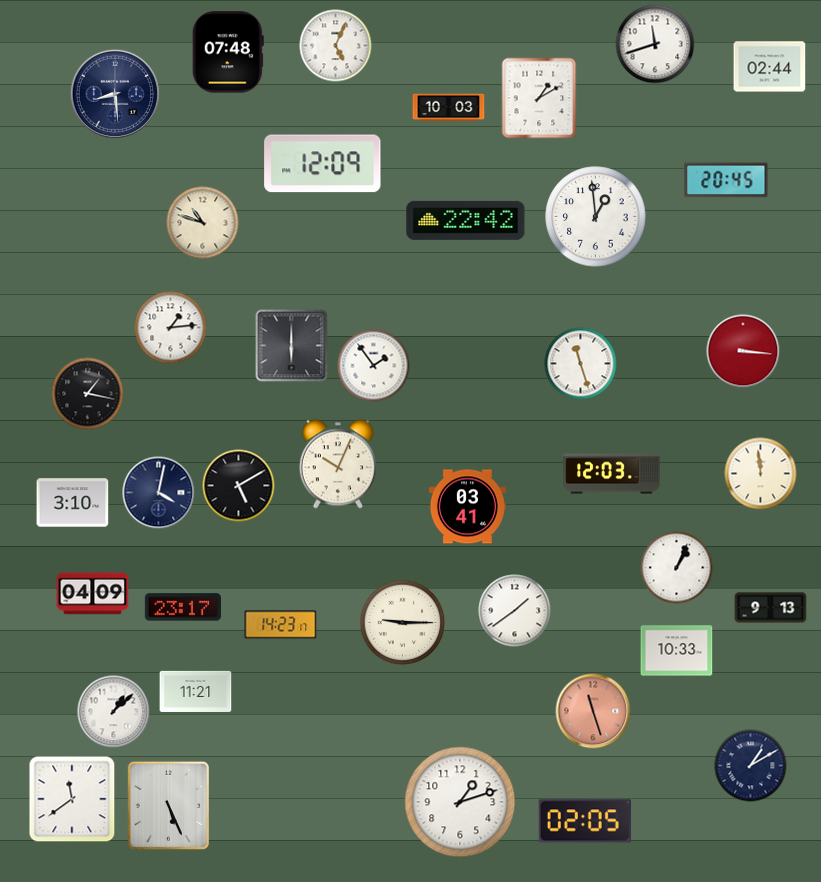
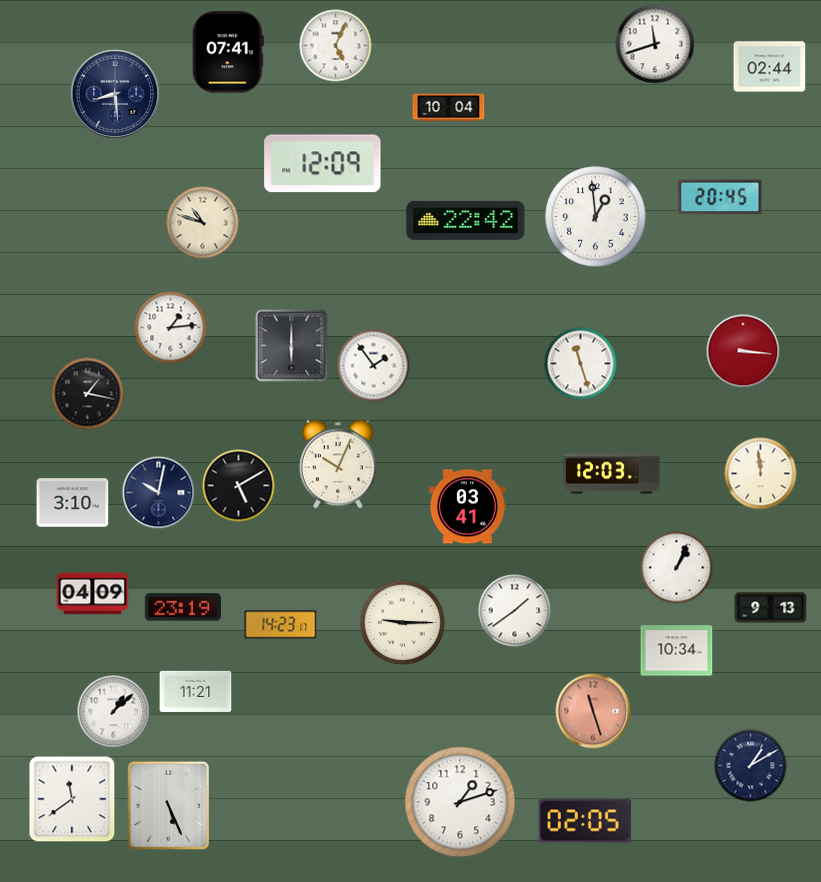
clock at (228, 52): 07:48 -> 07:41
clock at (539, 98): 1:10 -> none
clock at (449, 108): 10:03 -> 10:04
clock at (726, 180) position: (726, 180) -> (720, 197)
clock at (159, 493): 4:02 -> 10:02
clock at (183, 607): 23:17 -> 23:19
clock at (677, 651): 10:33 -> 10:34
